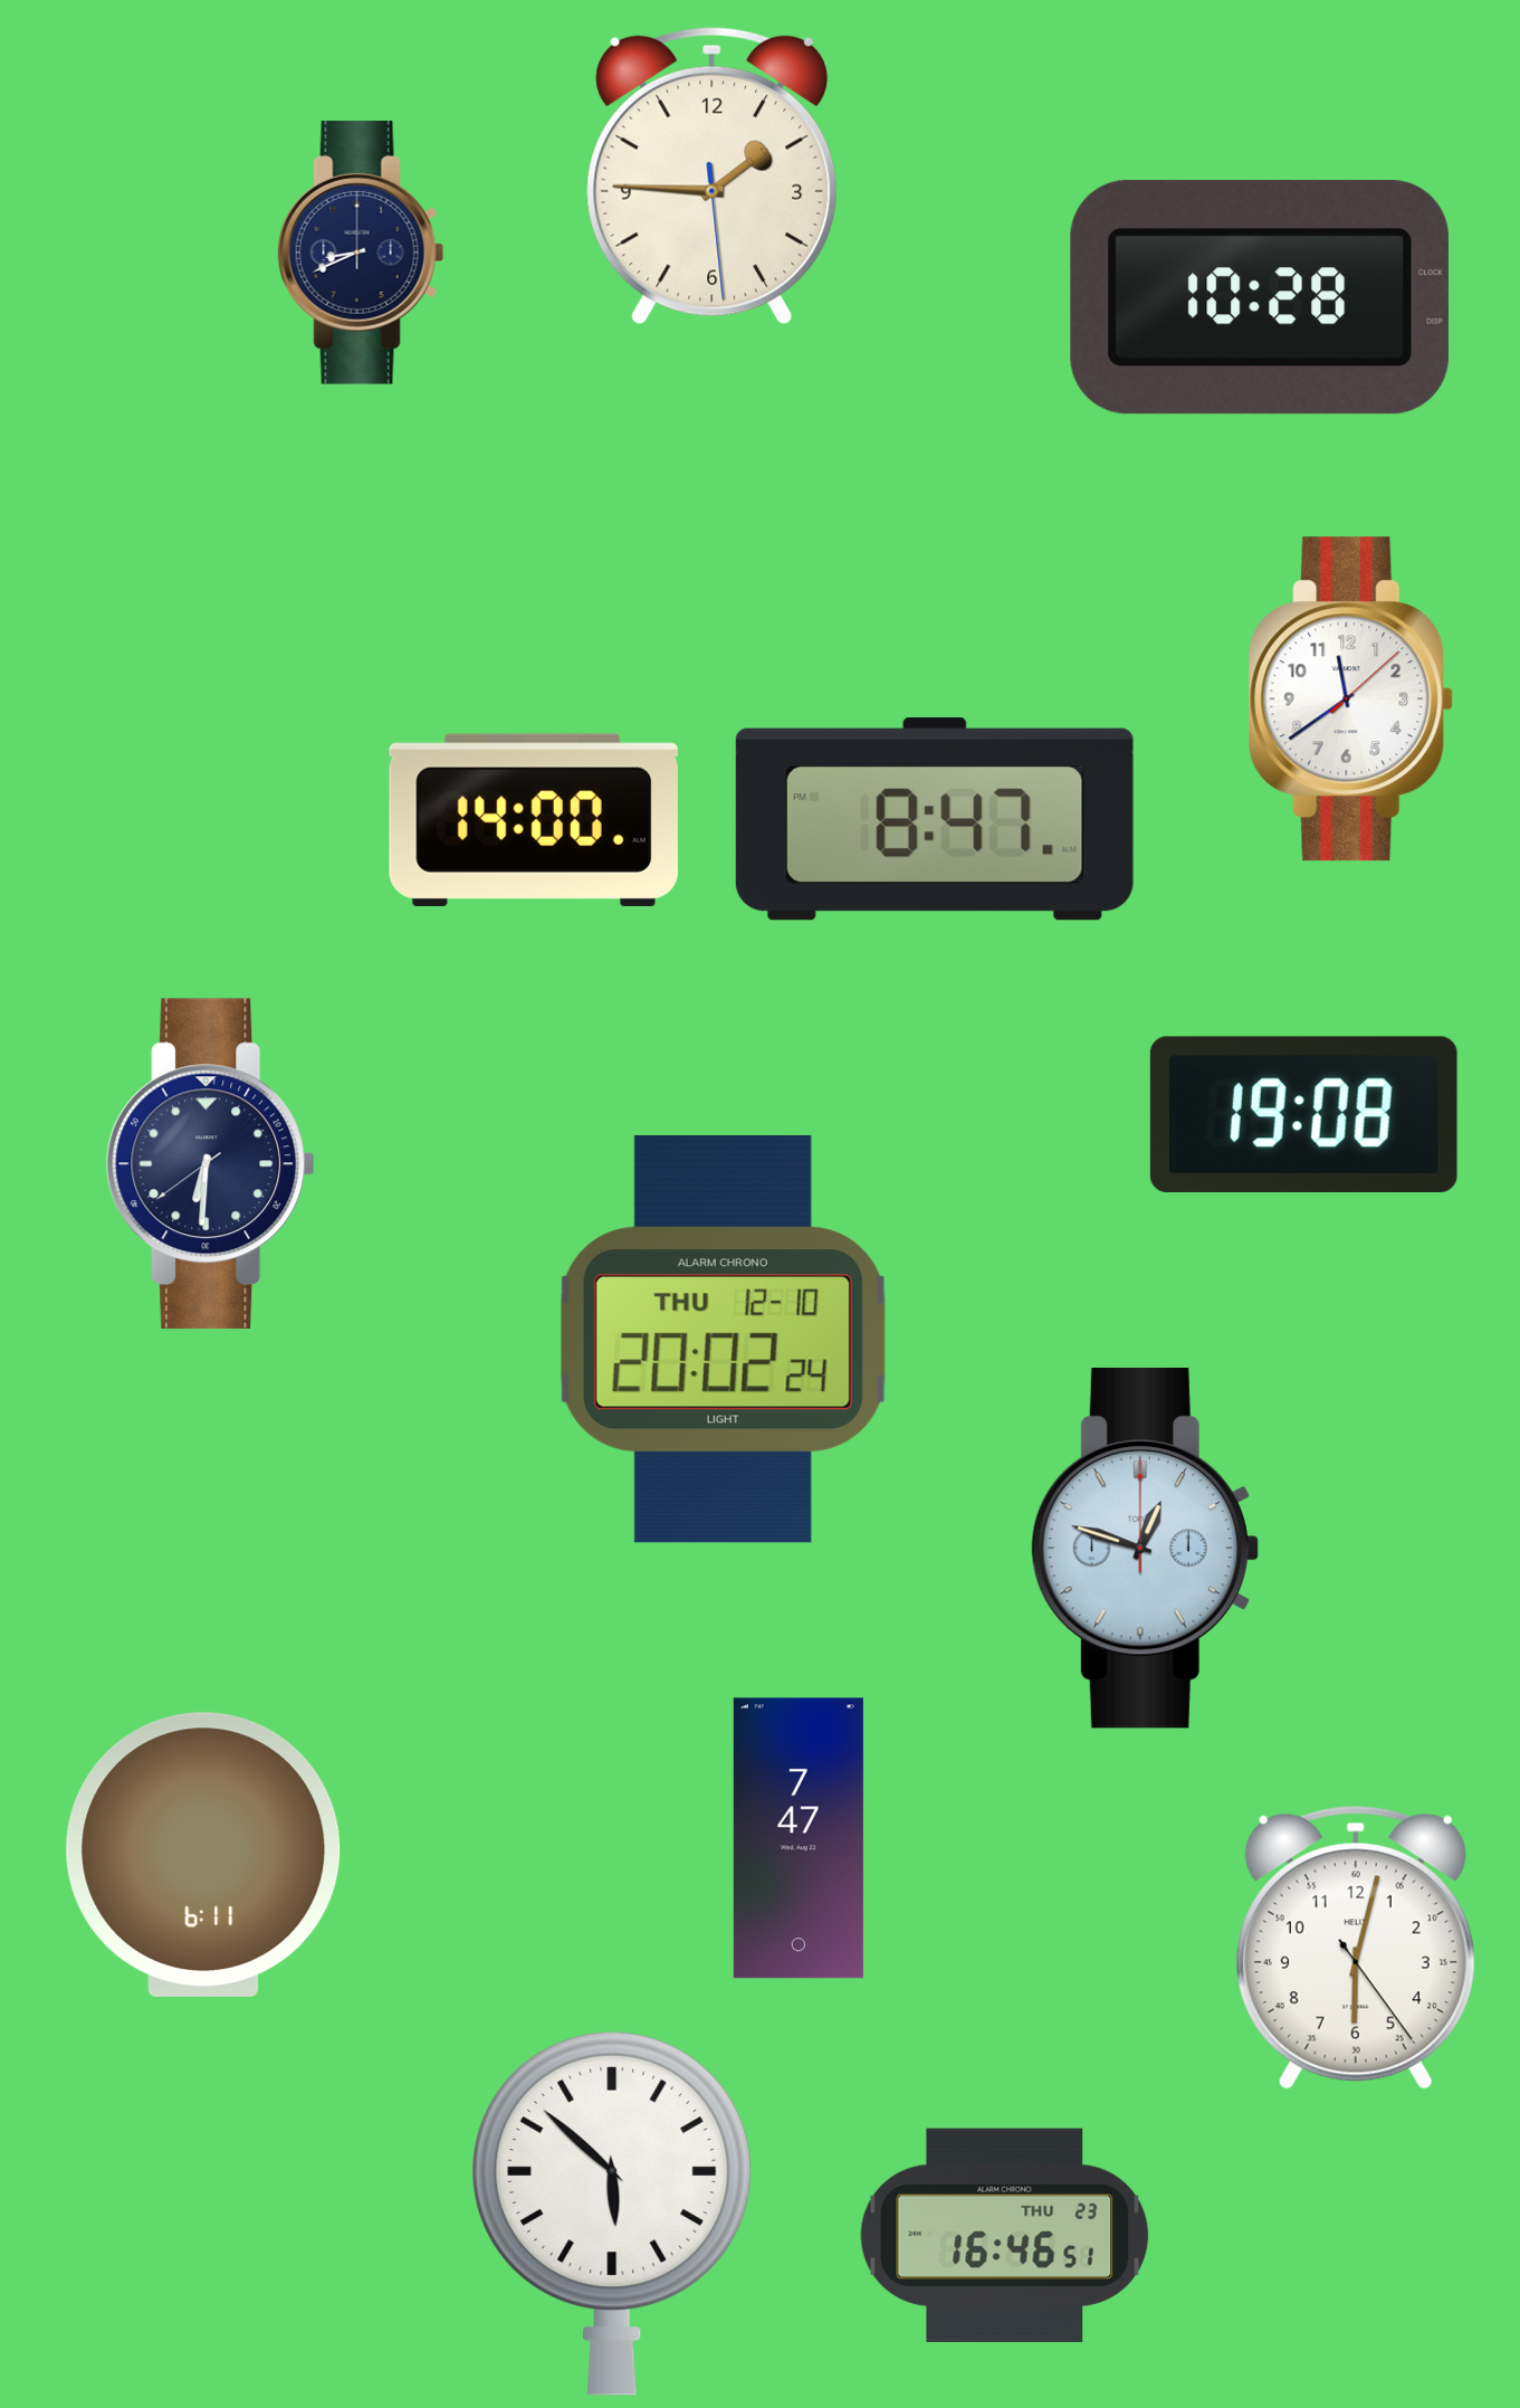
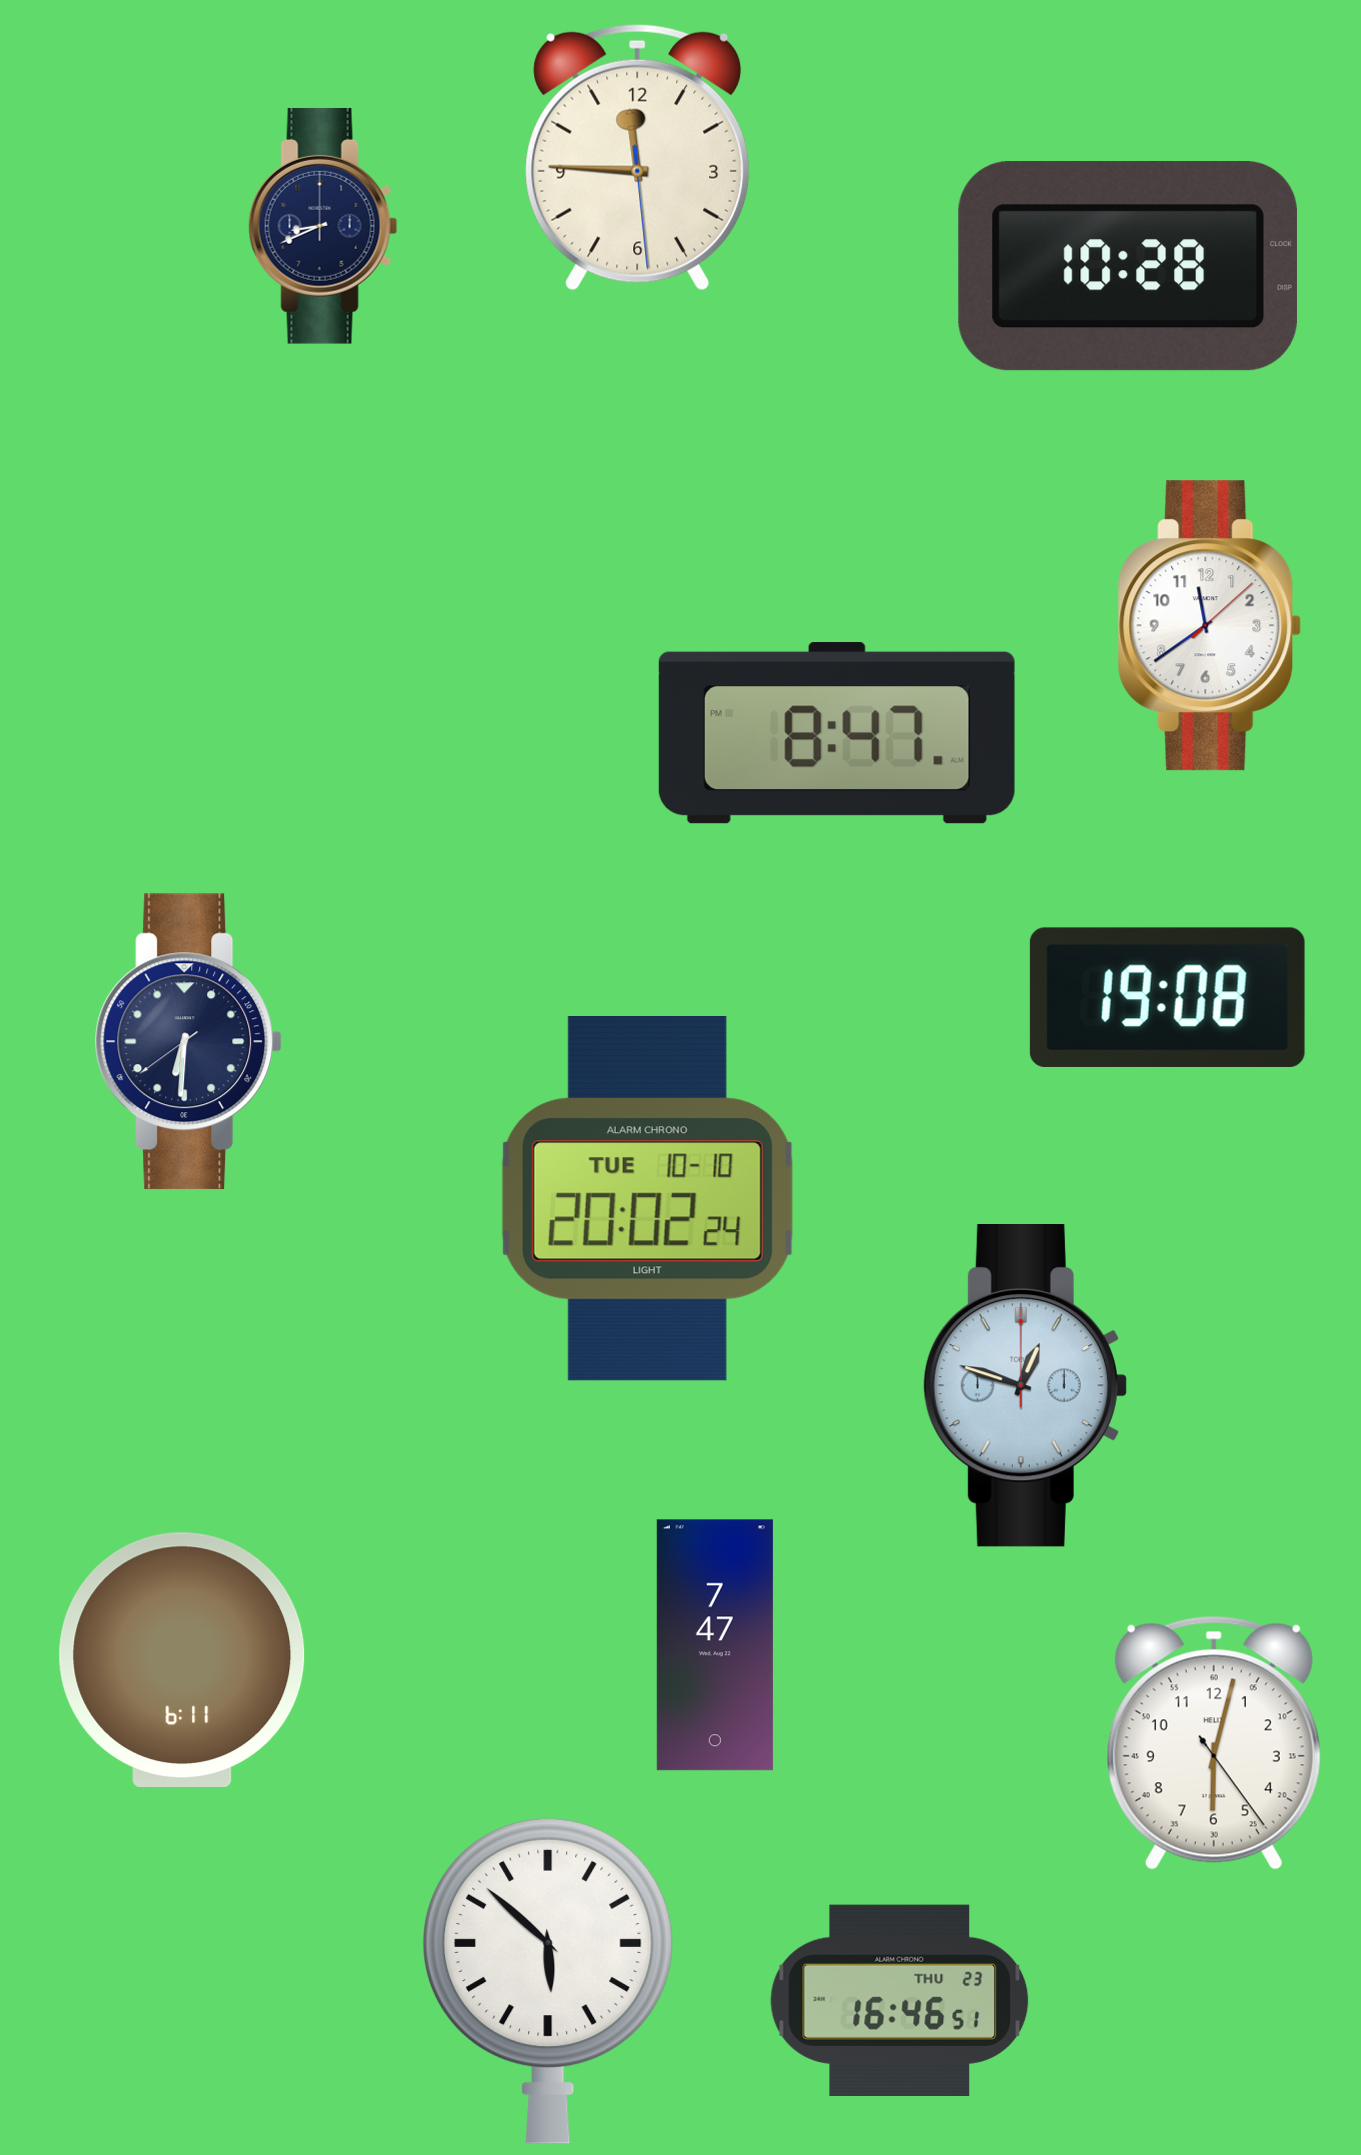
clock at (713, 175): 1:45 -> 11:45
clock at (534, 820): 14:00 -> none
clock at (723, 1339) date: THU 12-10 -> TUE 10-10
